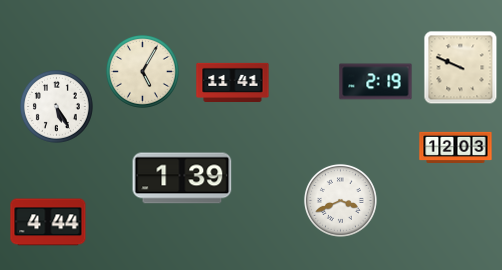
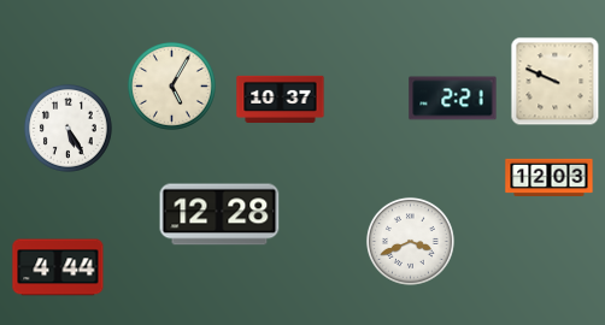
clock at (233, 82): 11:41 -> 10:37
clock at (376, 82): 2:19 -> 2:21
clock at (182, 178): 1:39 -> 12:28
